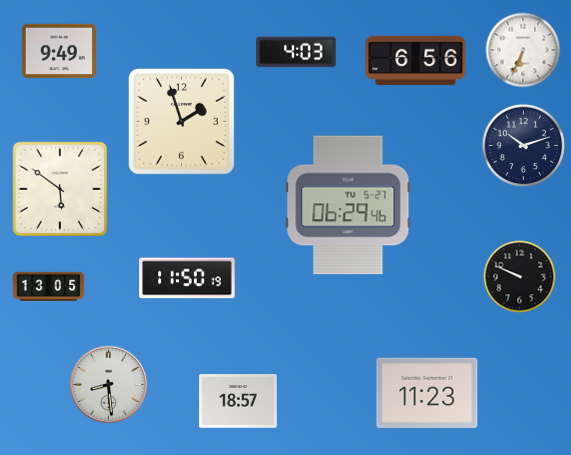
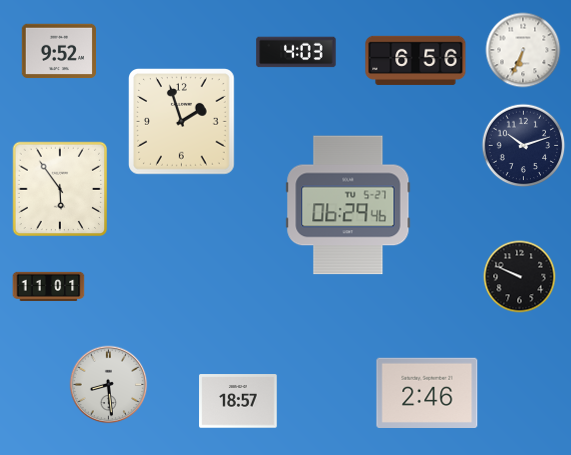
clock at (58, 51): 9:49 -> 9:52
clock at (60, 189): 5:51 -> 5:54
clock at (187, 278): 11:50 -> none
clock at (49, 286): 13:05 -> 11:01
clock at (427, 392): 11:23 -> 2:46
